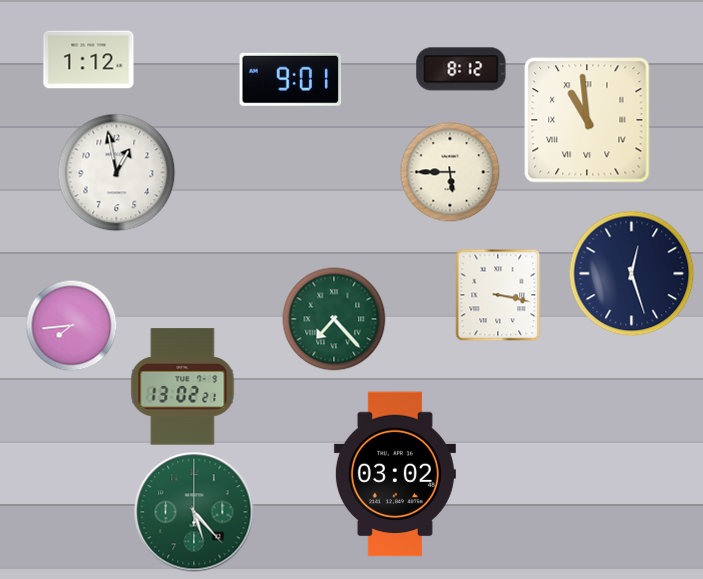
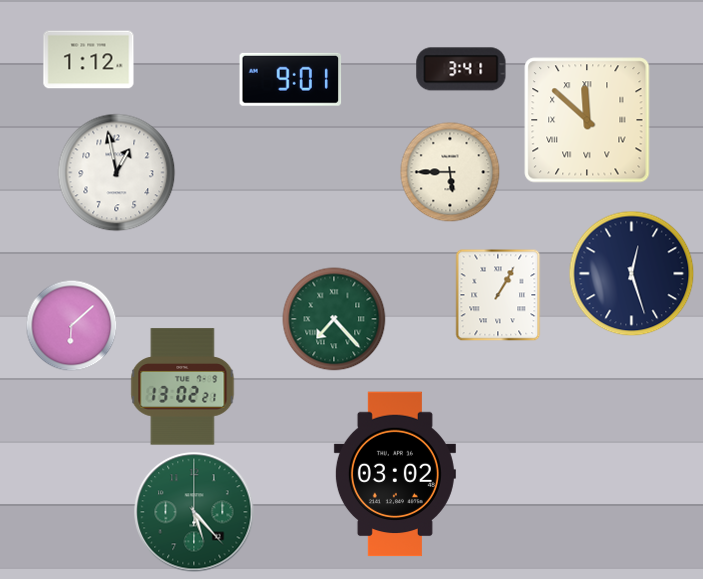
clock at (461, 69): 8:12 -> 3:41
clock at (587, 120): 10:59 -> 11:52
clock at (498, 295): 3:17 -> 1:05
clock at (72, 326): 7:44 -> 6:08
